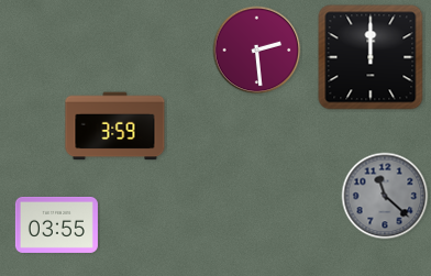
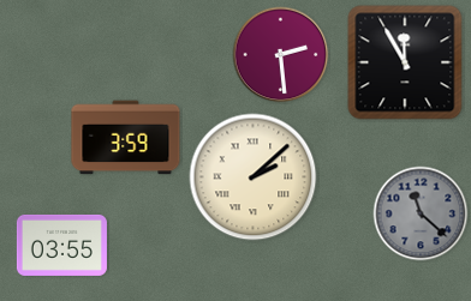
clock at (371, 57): 12:00 -> 11:55
clock at (254, 177): none -> 2:08
